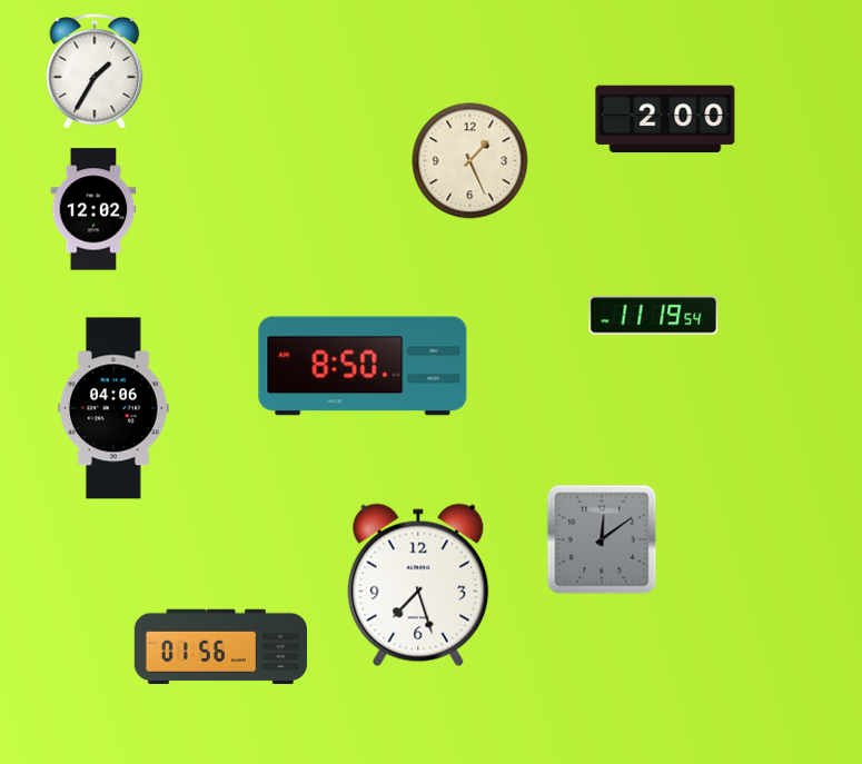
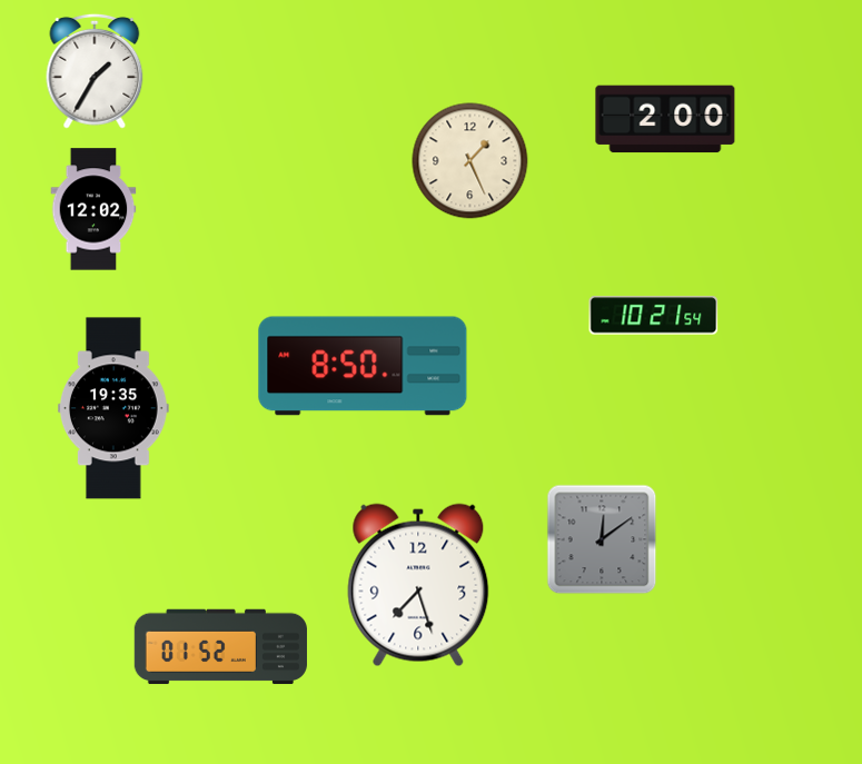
clock at (654, 316): 11:19 -> 10:21
clock at (113, 408): 04:06 -> 19:35
clock at (220, 647): 01:56 -> 01:52
